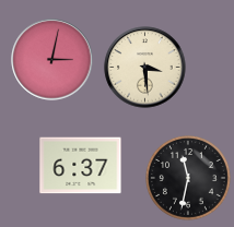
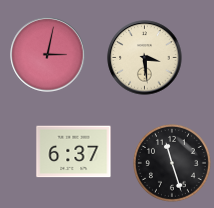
clock at (145, 68) position: (145, 68) -> (145, 58)
clock at (188, 178): 11:32 -> 11:27
